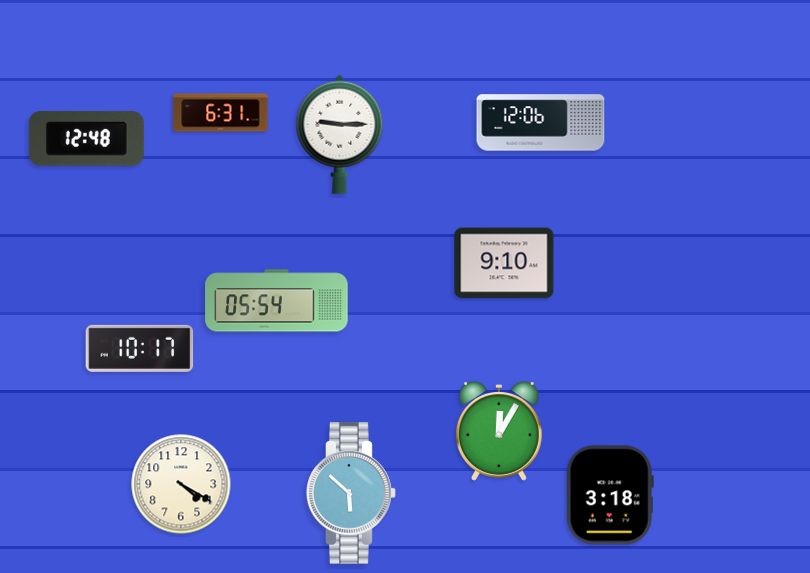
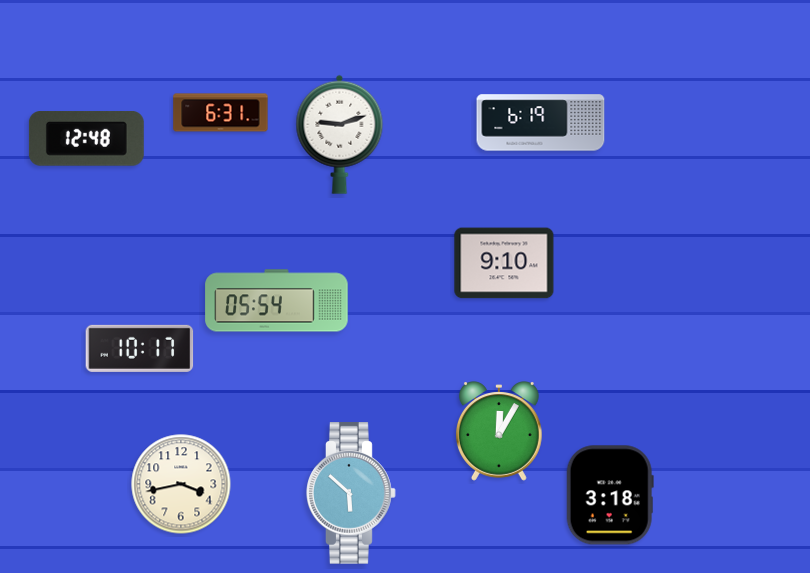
clock at (541, 123): 12:06 -> 6:19
clock at (340, 134): 9:15 -> 9:12
clock at (181, 484): 4:20 -> 3:43
